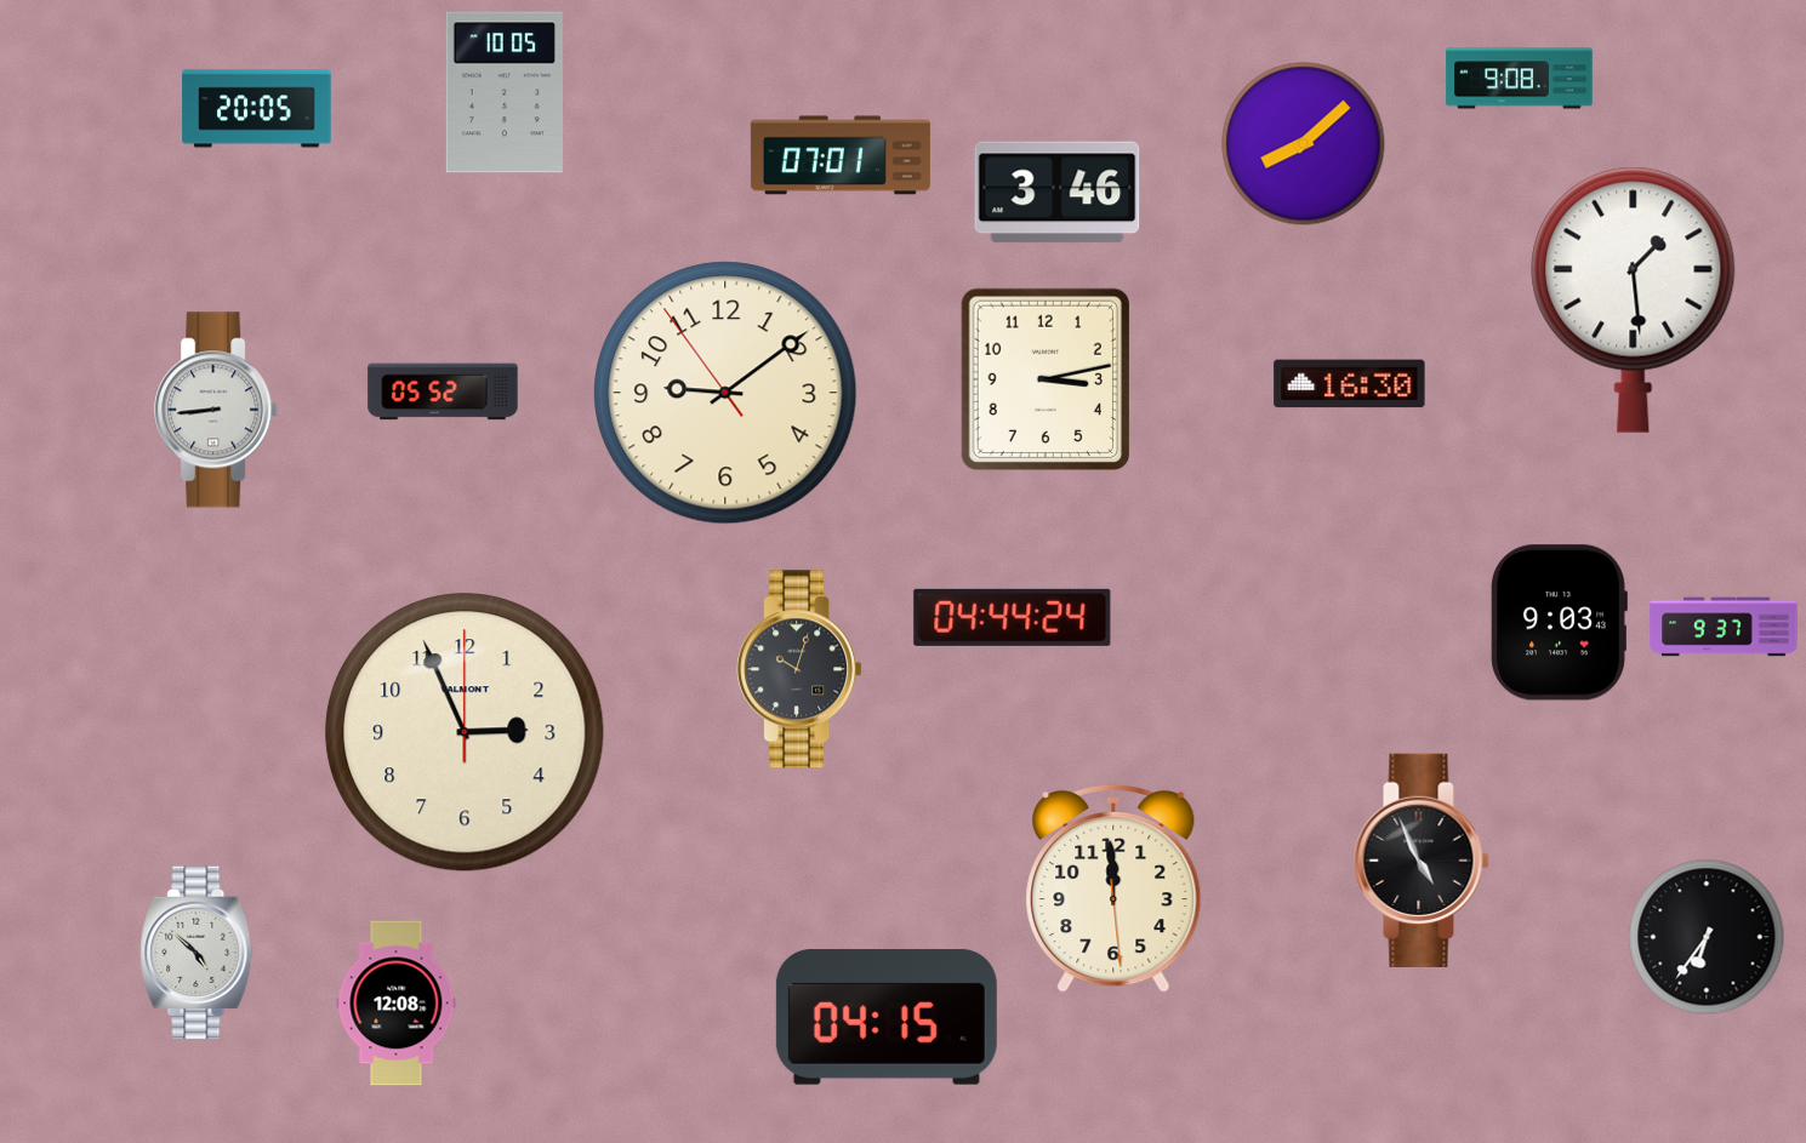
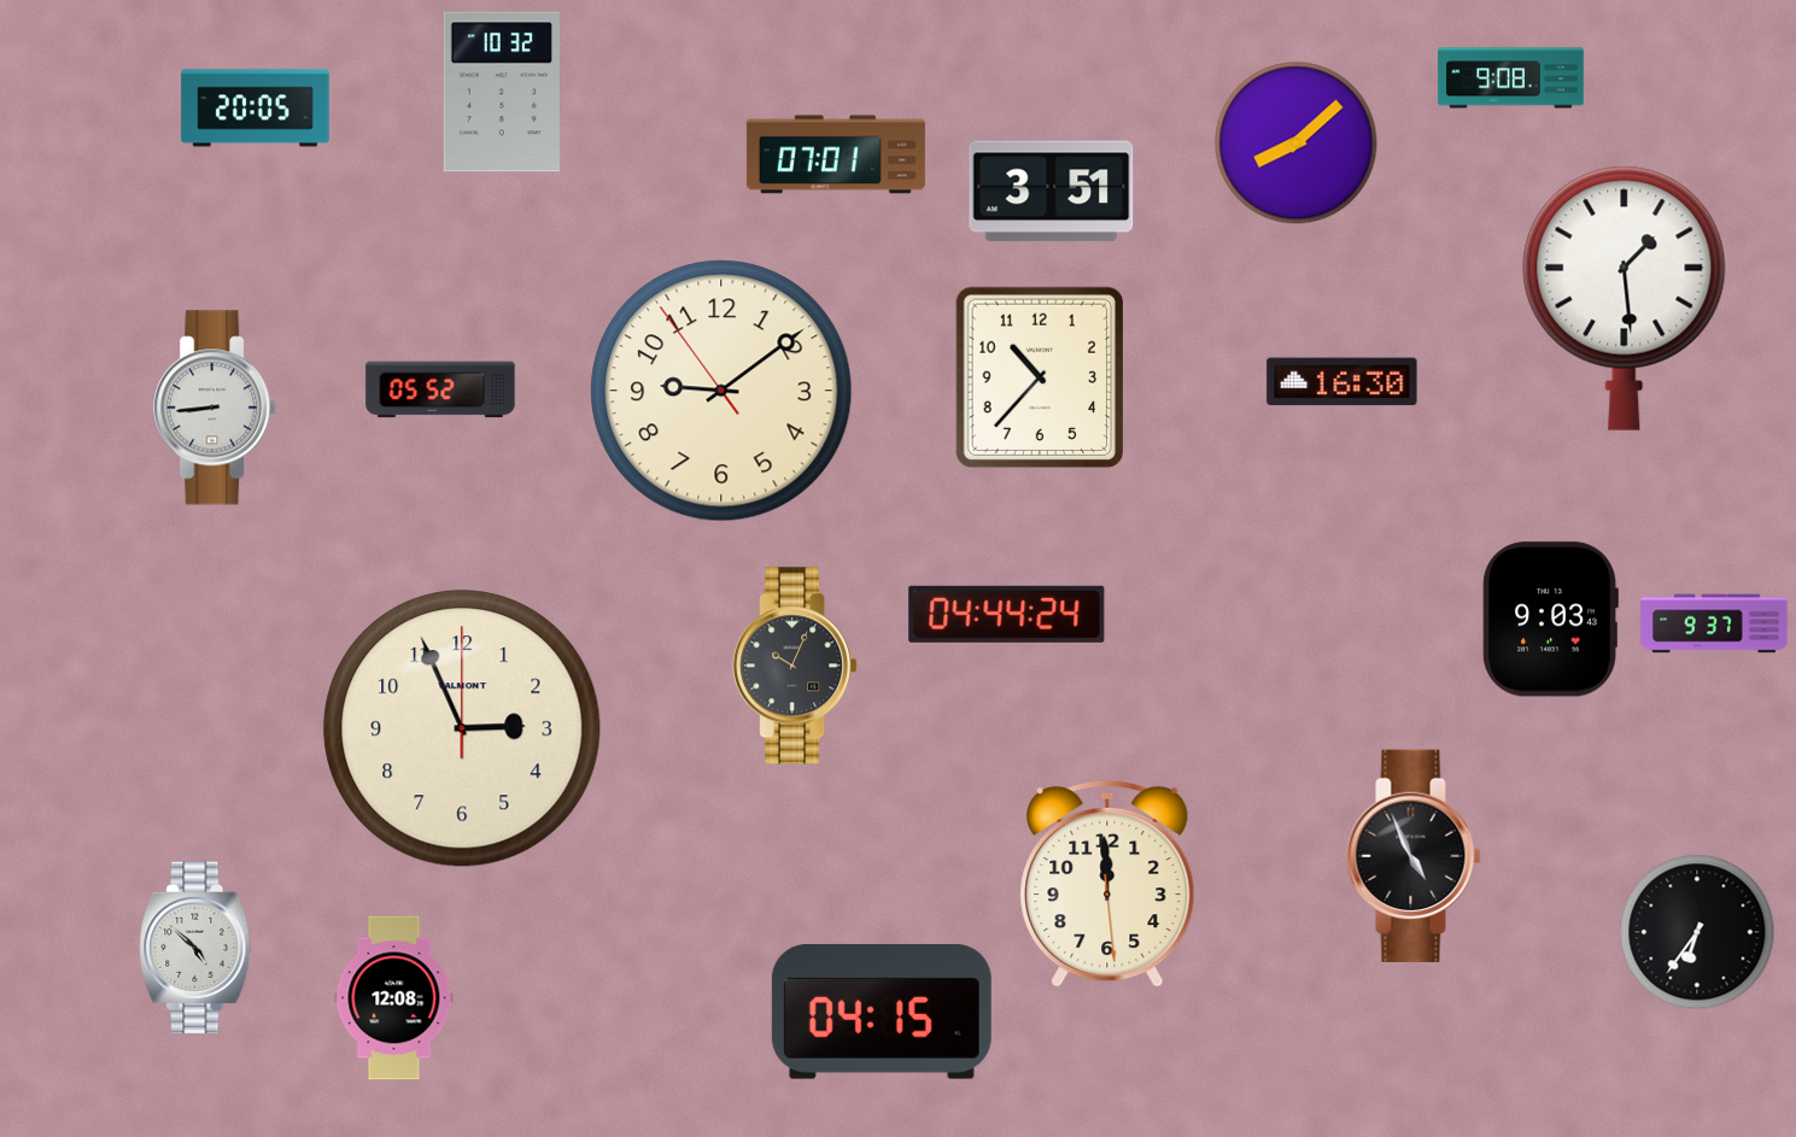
clock at (505, 92): 10:05 -> 10:32
clock at (1058, 193): 3:46 -> 3:51
clock at (1044, 378): 3:13 -> 10:37
clock at (799, 669): 10:03 -> 10:04
